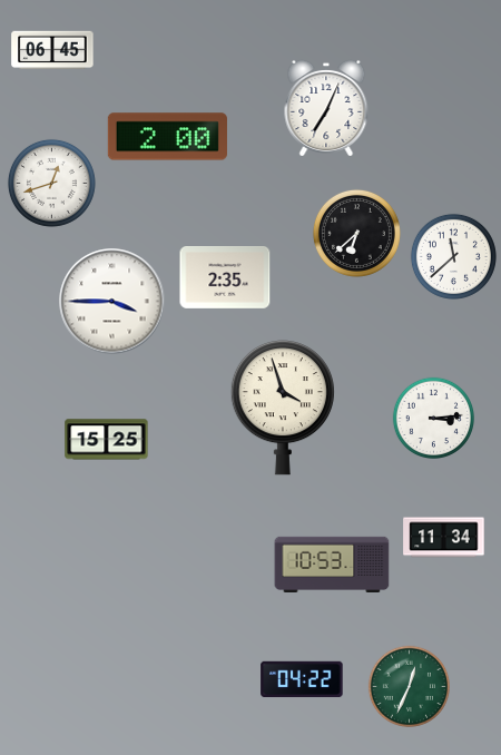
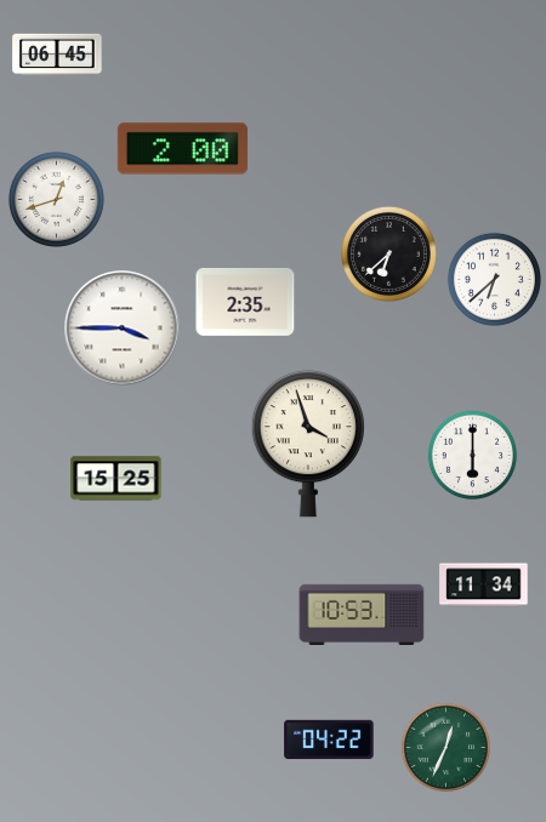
clock at (326, 108): 7:04 -> none
clock at (453, 256): 11:38 -> 6:38
clock at (433, 418): 3:14 -> 6:00
